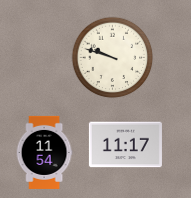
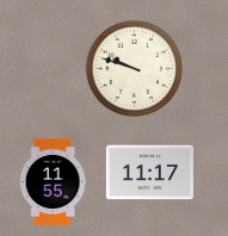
clock at (44, 152): 11:54 -> 11:55
